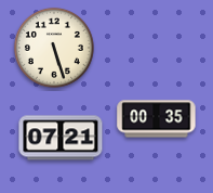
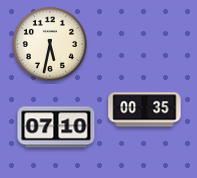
clock at (54, 48): 5:27 -> 5:32
clock at (61, 138): 07:21 -> 07:10
